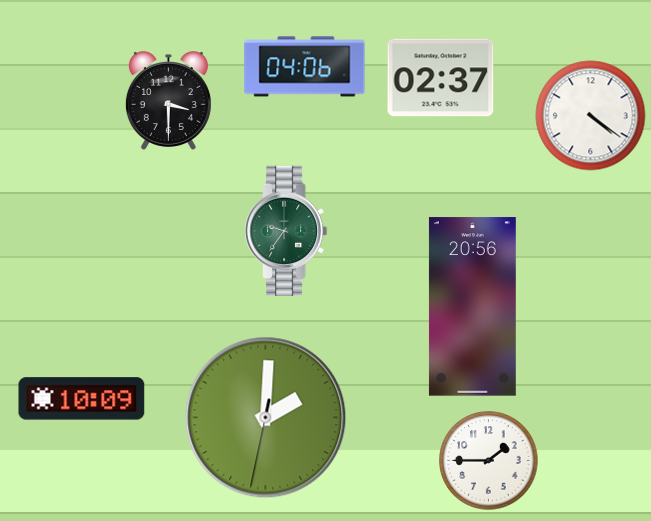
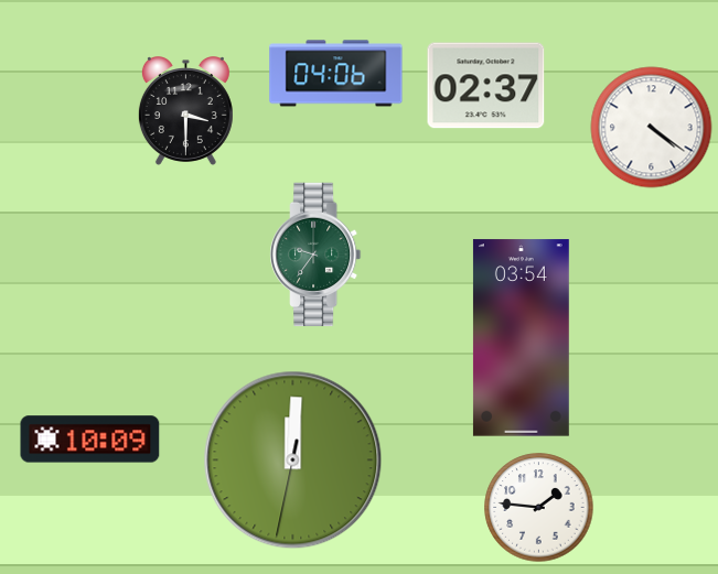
clock at (472, 307): 20:56 -> 03:54
clock at (266, 418): 2:00 -> 12:00
clock at (489, 461): 1:45 -> 1:46
